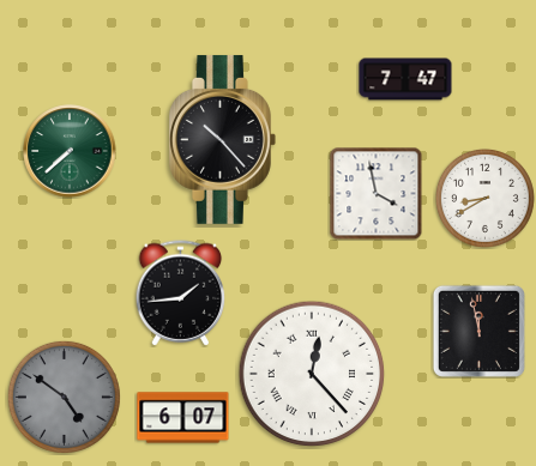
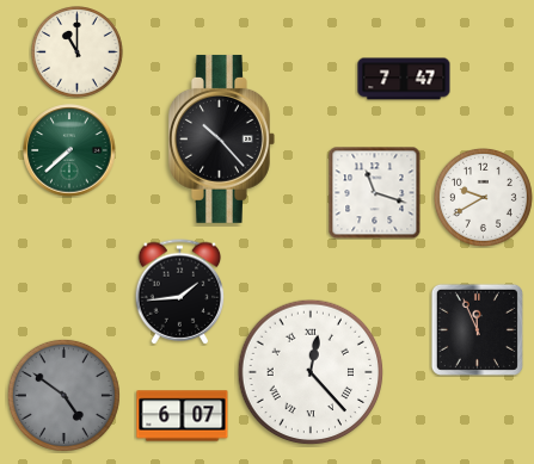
clock at (78, 52): none -> 11:00
clock at (375, 193): 3:58 -> 11:18
clock at (484, 198): 8:40 -> 9:40
clock at (478, 331): 11:58 -> 11:56
